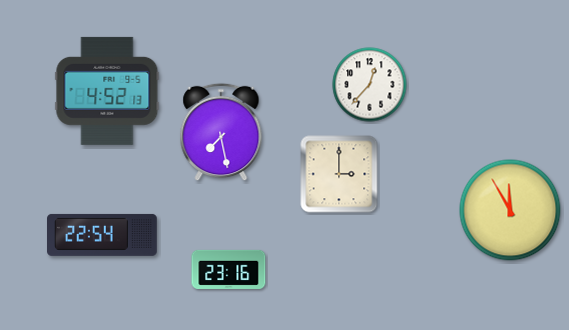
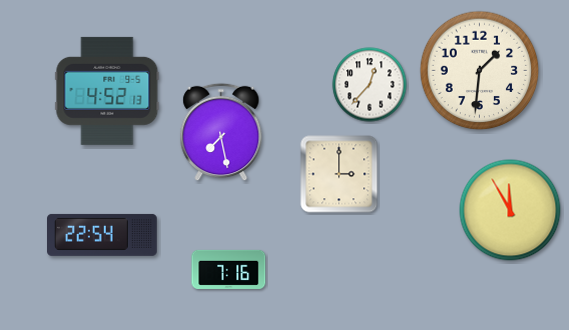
clock at (480, 71): none -> 1:31
clock at (229, 269): 23:16 -> 7:16
